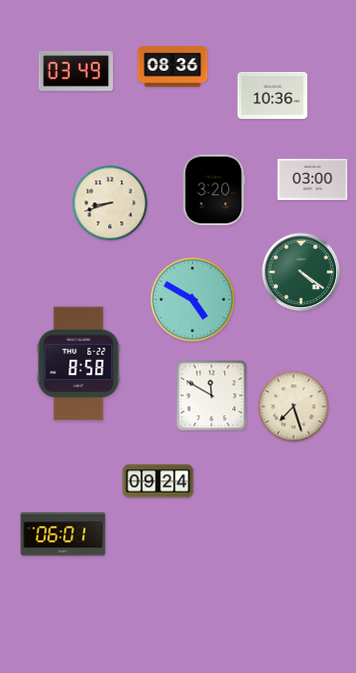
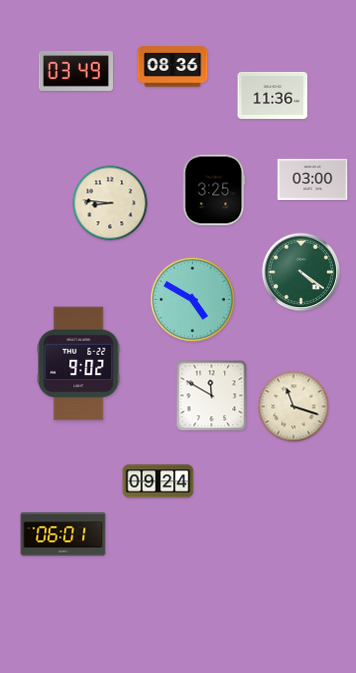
clock at (273, 95): 10:36 -> 11:36
clock at (214, 190): 3:20 -> 3:25
clock at (110, 203): 8:42 -> 8:46
clock at (79, 364): 8:58 -> 9:02
clock at (294, 407): 7:27 -> 11:18
